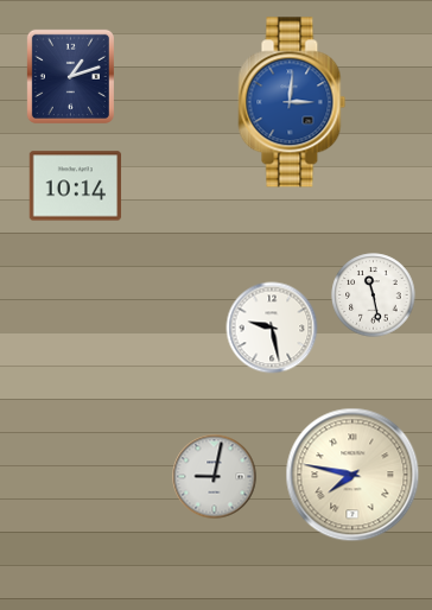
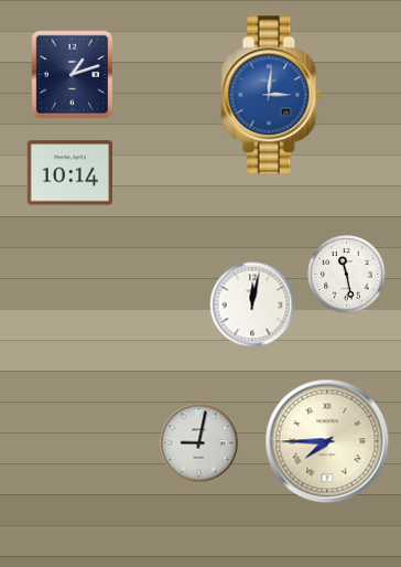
clock at (70, 76) position: (70, 76) -> (72, 74)
clock at (272, 328): 9:28 -> 12:02
clock at (352, 475): 7:47 -> 7:45
